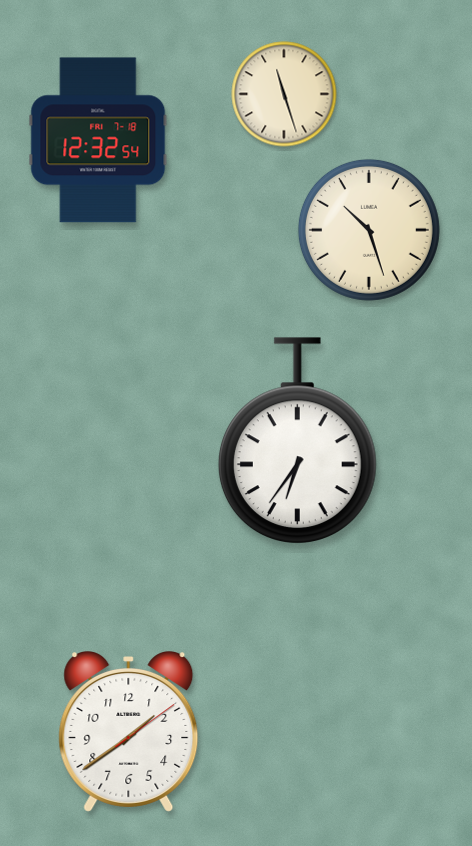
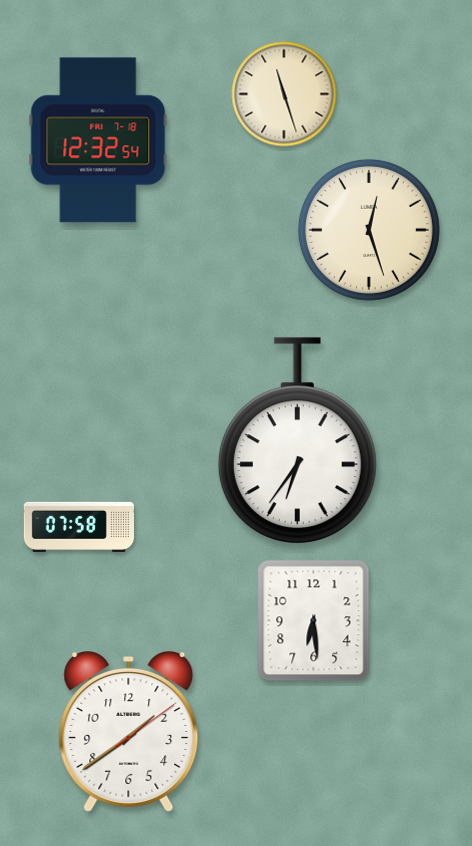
clock at (369, 230): 10:27 -> 12:27
clock at (78, 527): none -> 07:58
clock at (314, 621): none -> 6:29
